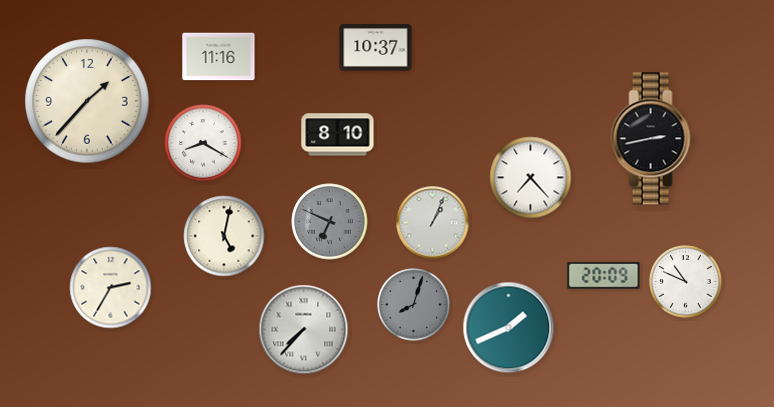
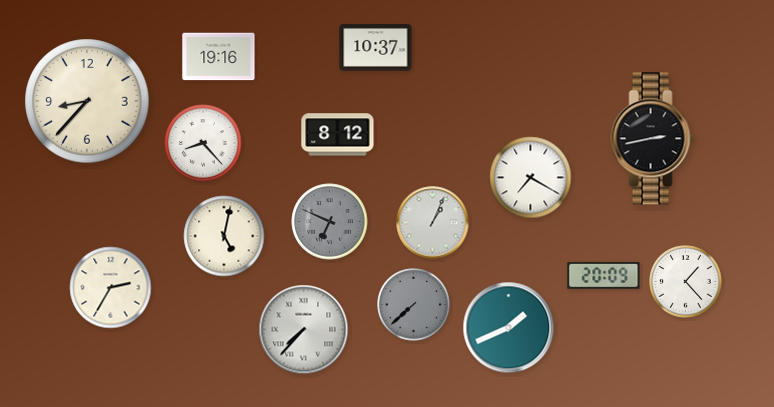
clock at (219, 57): 11:16 -> 19:16
clock at (87, 101): 1:37 -> 8:37
clock at (338, 135): 8:10 -> 8:12
clock at (203, 143): 8:20 -> 8:23
clock at (531, 178): 7:23 -> 7:20
clock at (686, 282): 10:49 -> 1:23
clock at (414, 305): 8:03 -> 7:38
